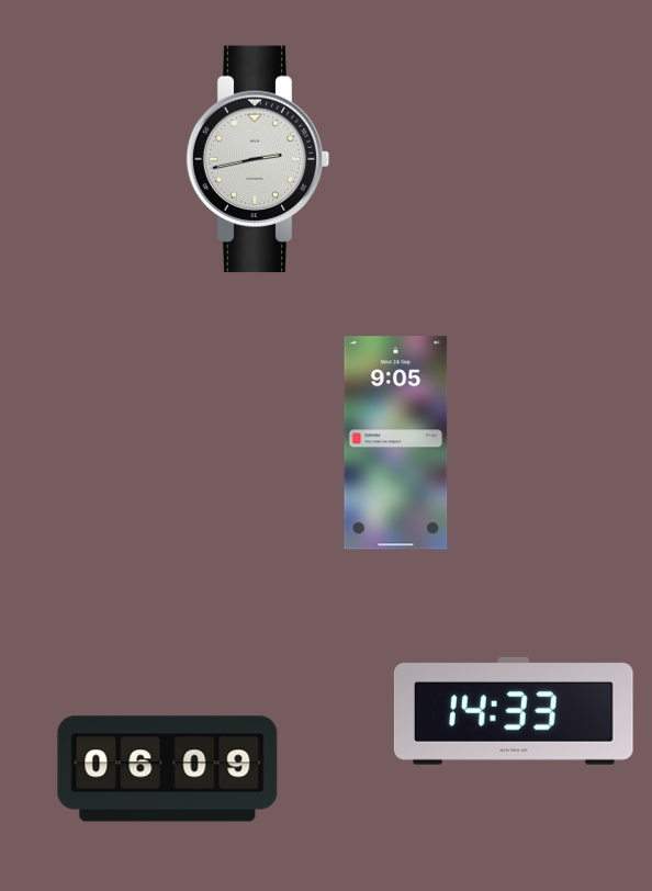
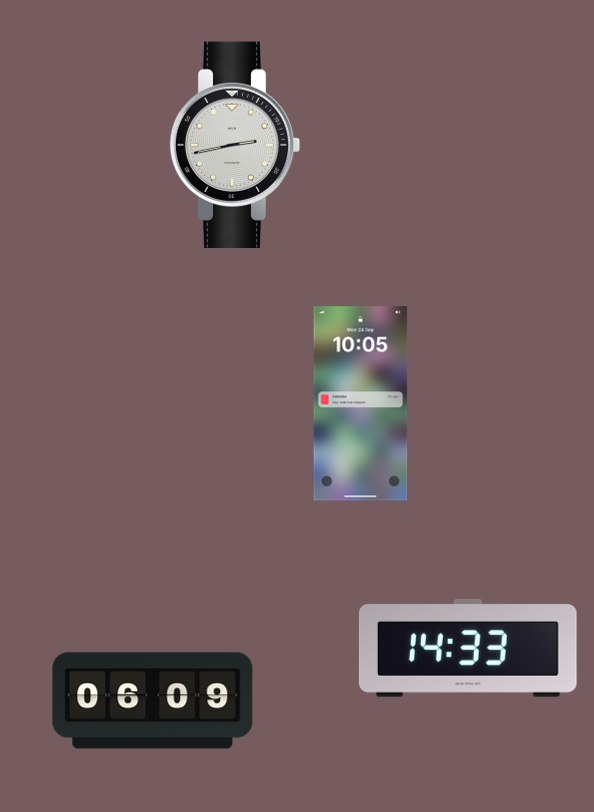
clock at (396, 443): 9:05 -> 10:05
